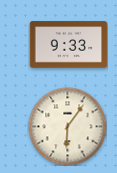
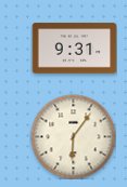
clock at (68, 45): 9:33 -> 9:31
